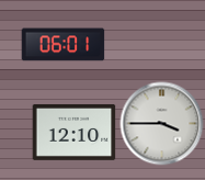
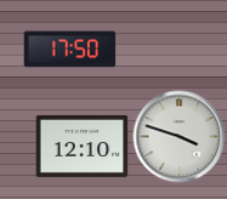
clock at (64, 45): 06:01 -> 17:50
clock at (162, 124): 3:45 -> 3:48
